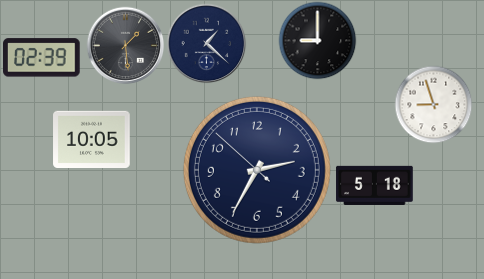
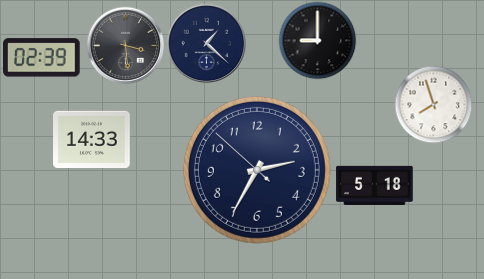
clock at (125, 45): 1:29 -> 3:29
clock at (433, 104): 8:57 -> 7:57
clock at (92, 140): 10:05 -> 14:33
